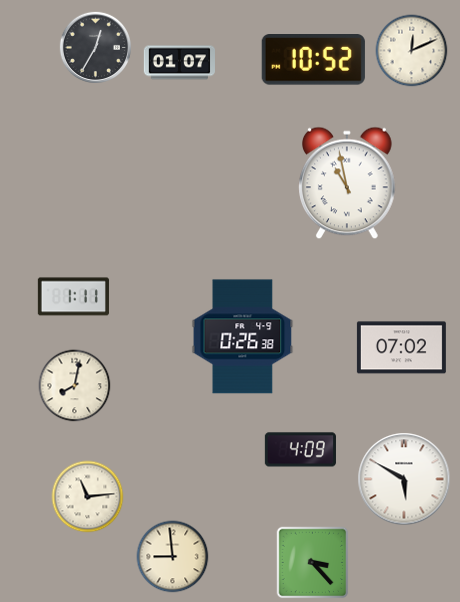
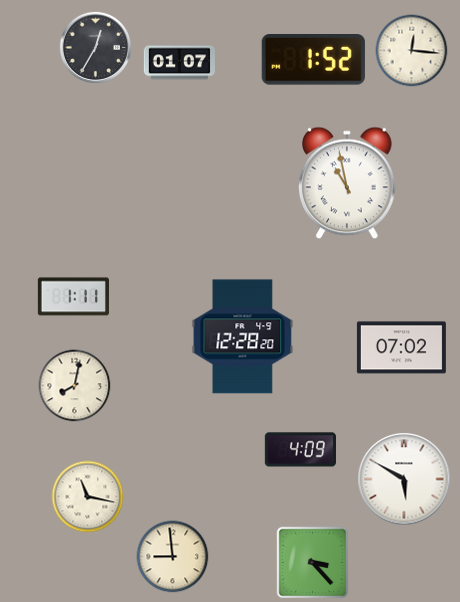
clock at (412, 51): 12:11 -> 12:16
clock at (313, 60): 10:52 -> 1:52
clock at (243, 337): 0:26 -> 12:28
clock at (88, 497): 11:14 -> 11:17
